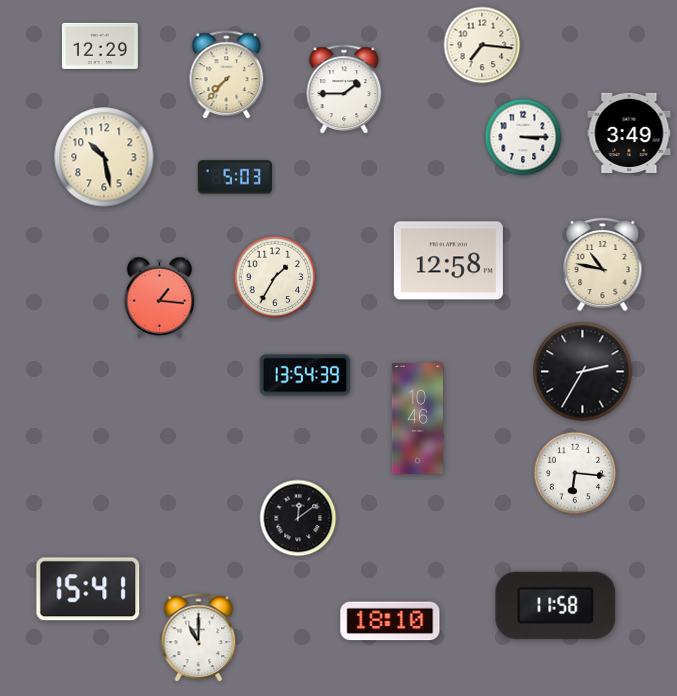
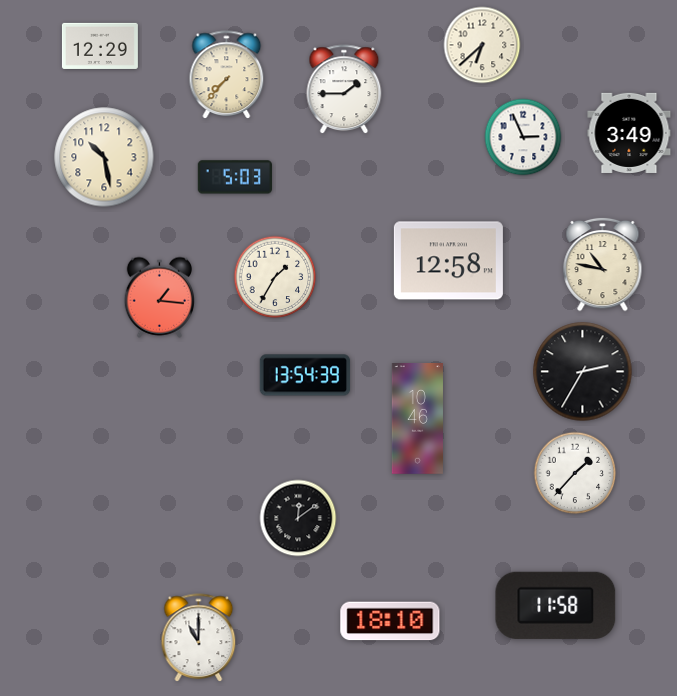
clock at (482, 45): 7:16 -> 6:38
clock at (523, 137): 3:15 -> 2:56
clock at (575, 473): 6:16 -> 1:37
clock at (88, 589): 15:41 -> none
